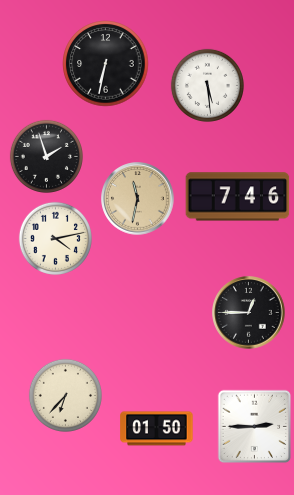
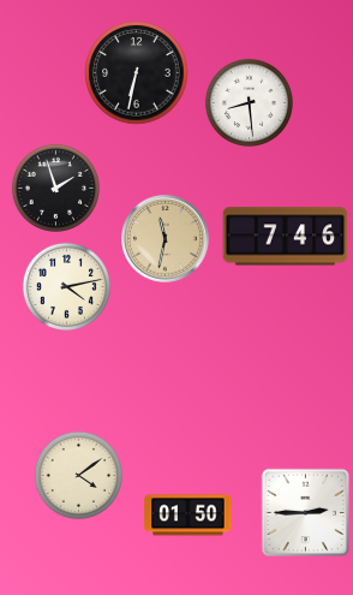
clock at (106, 64) position: (106, 64) -> (137, 73)
clock at (207, 85): 5:29 -> 8:29
clock at (249, 313): 12:45 -> none
clock at (65, 395): 6:37 -> 4:09
